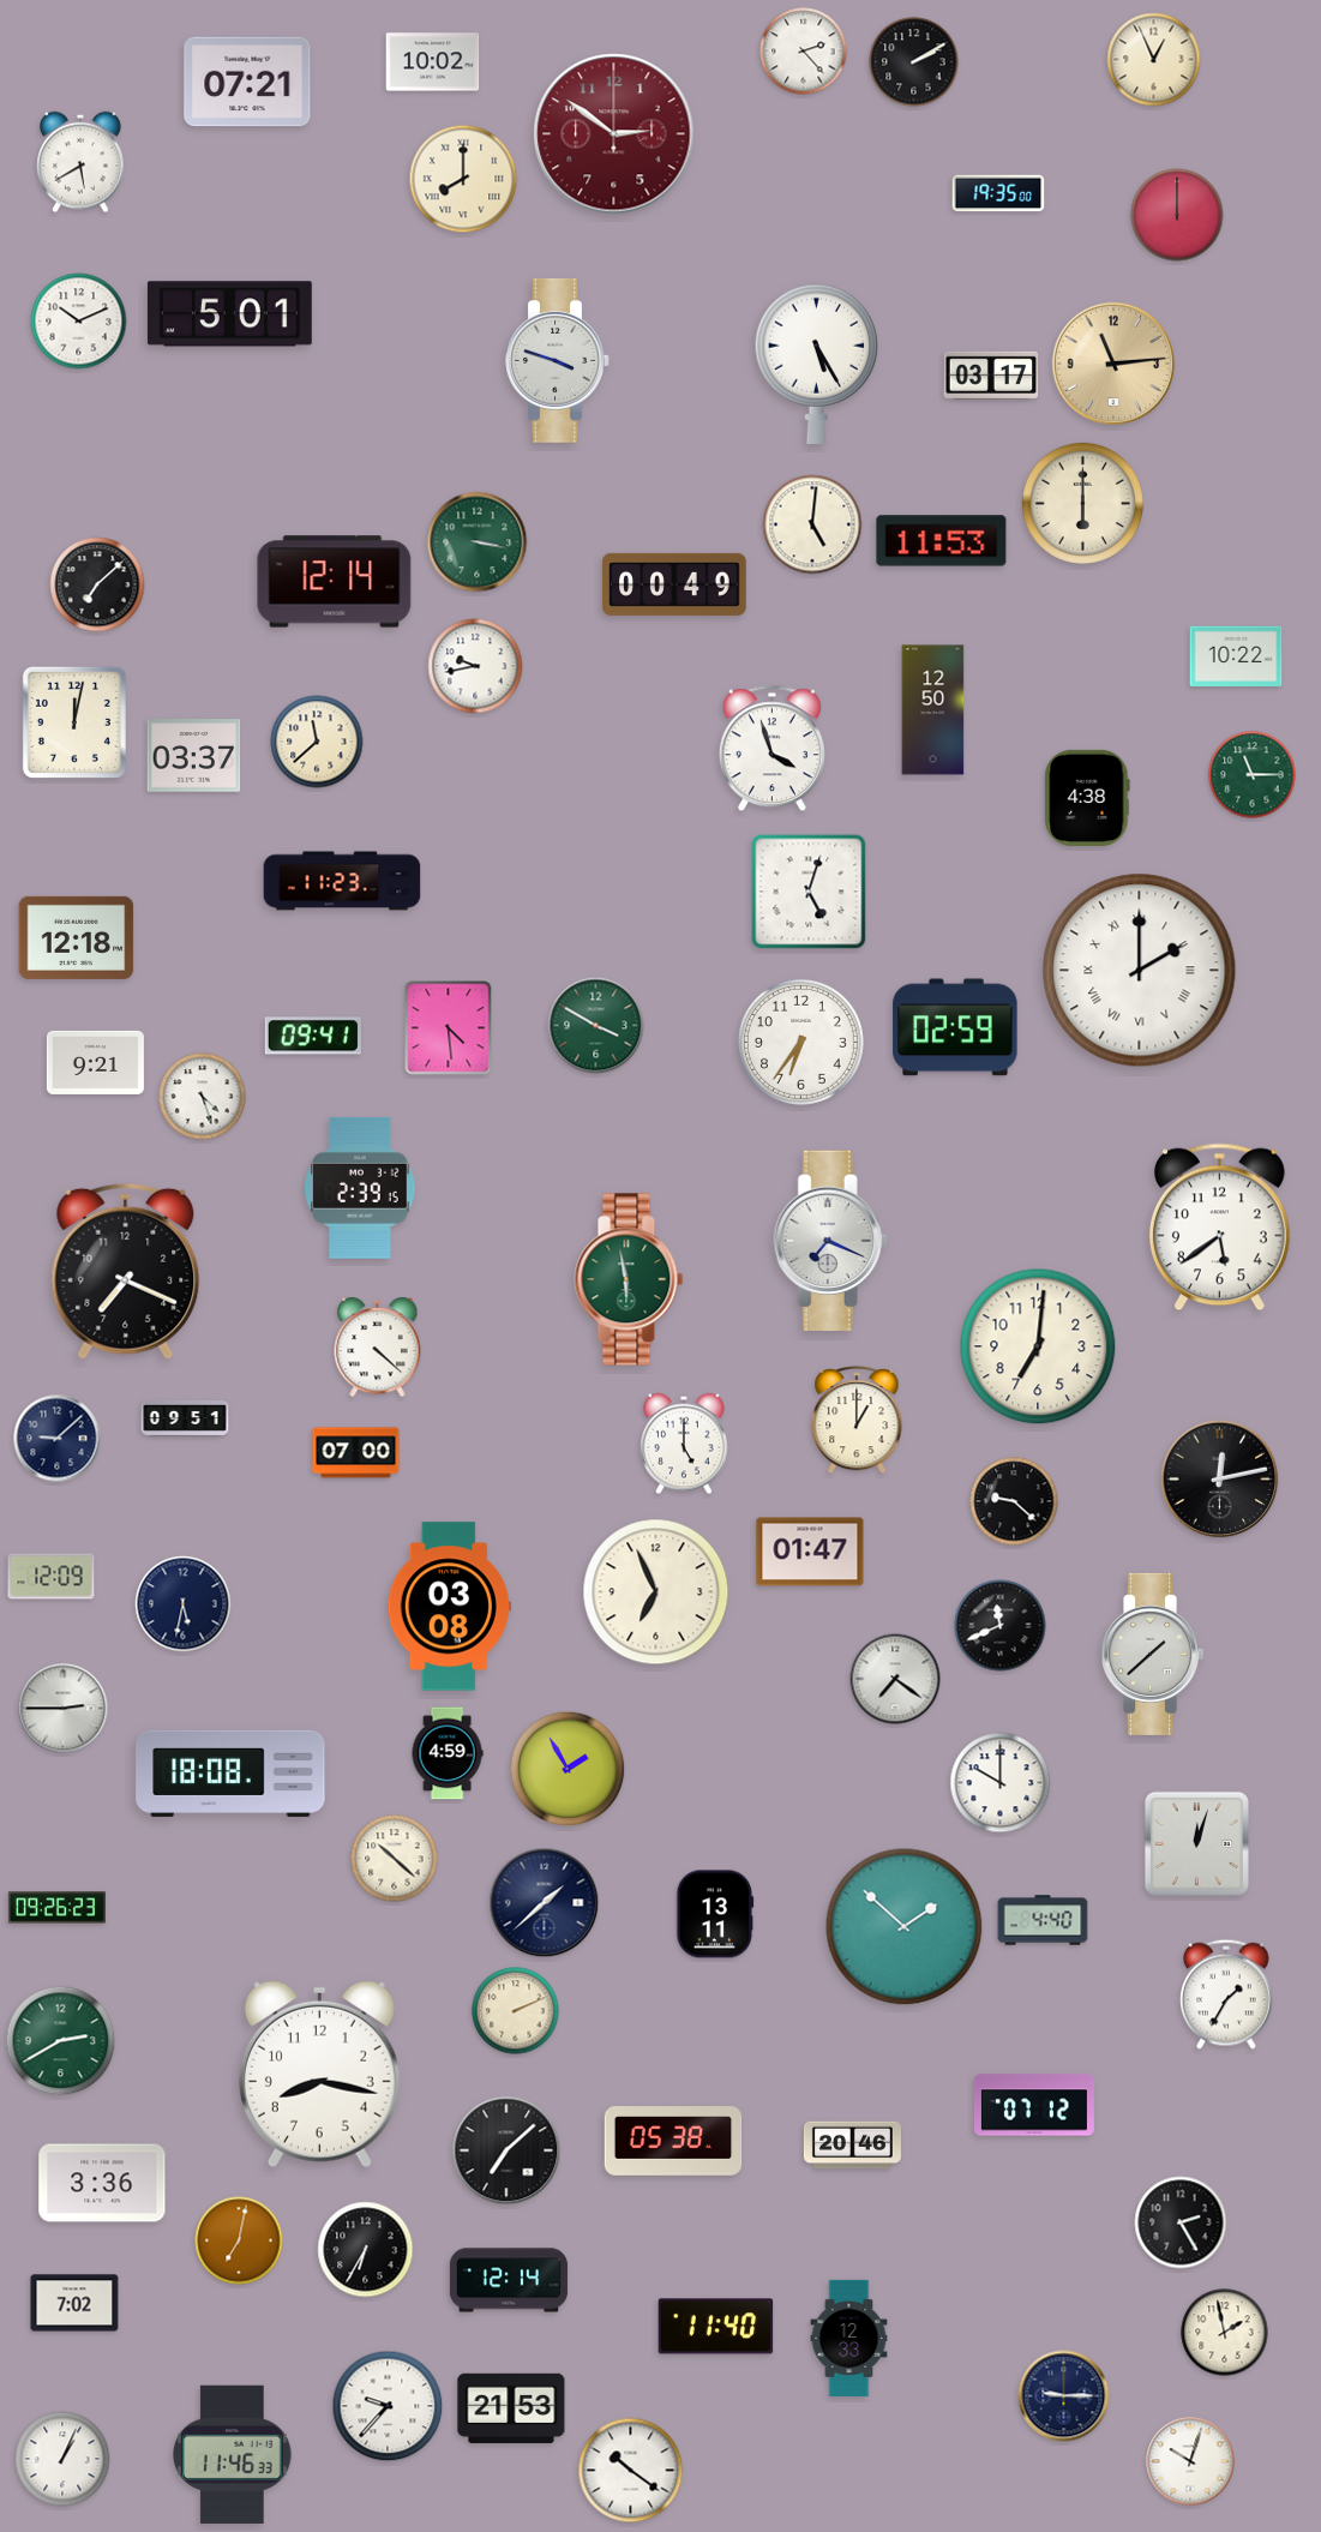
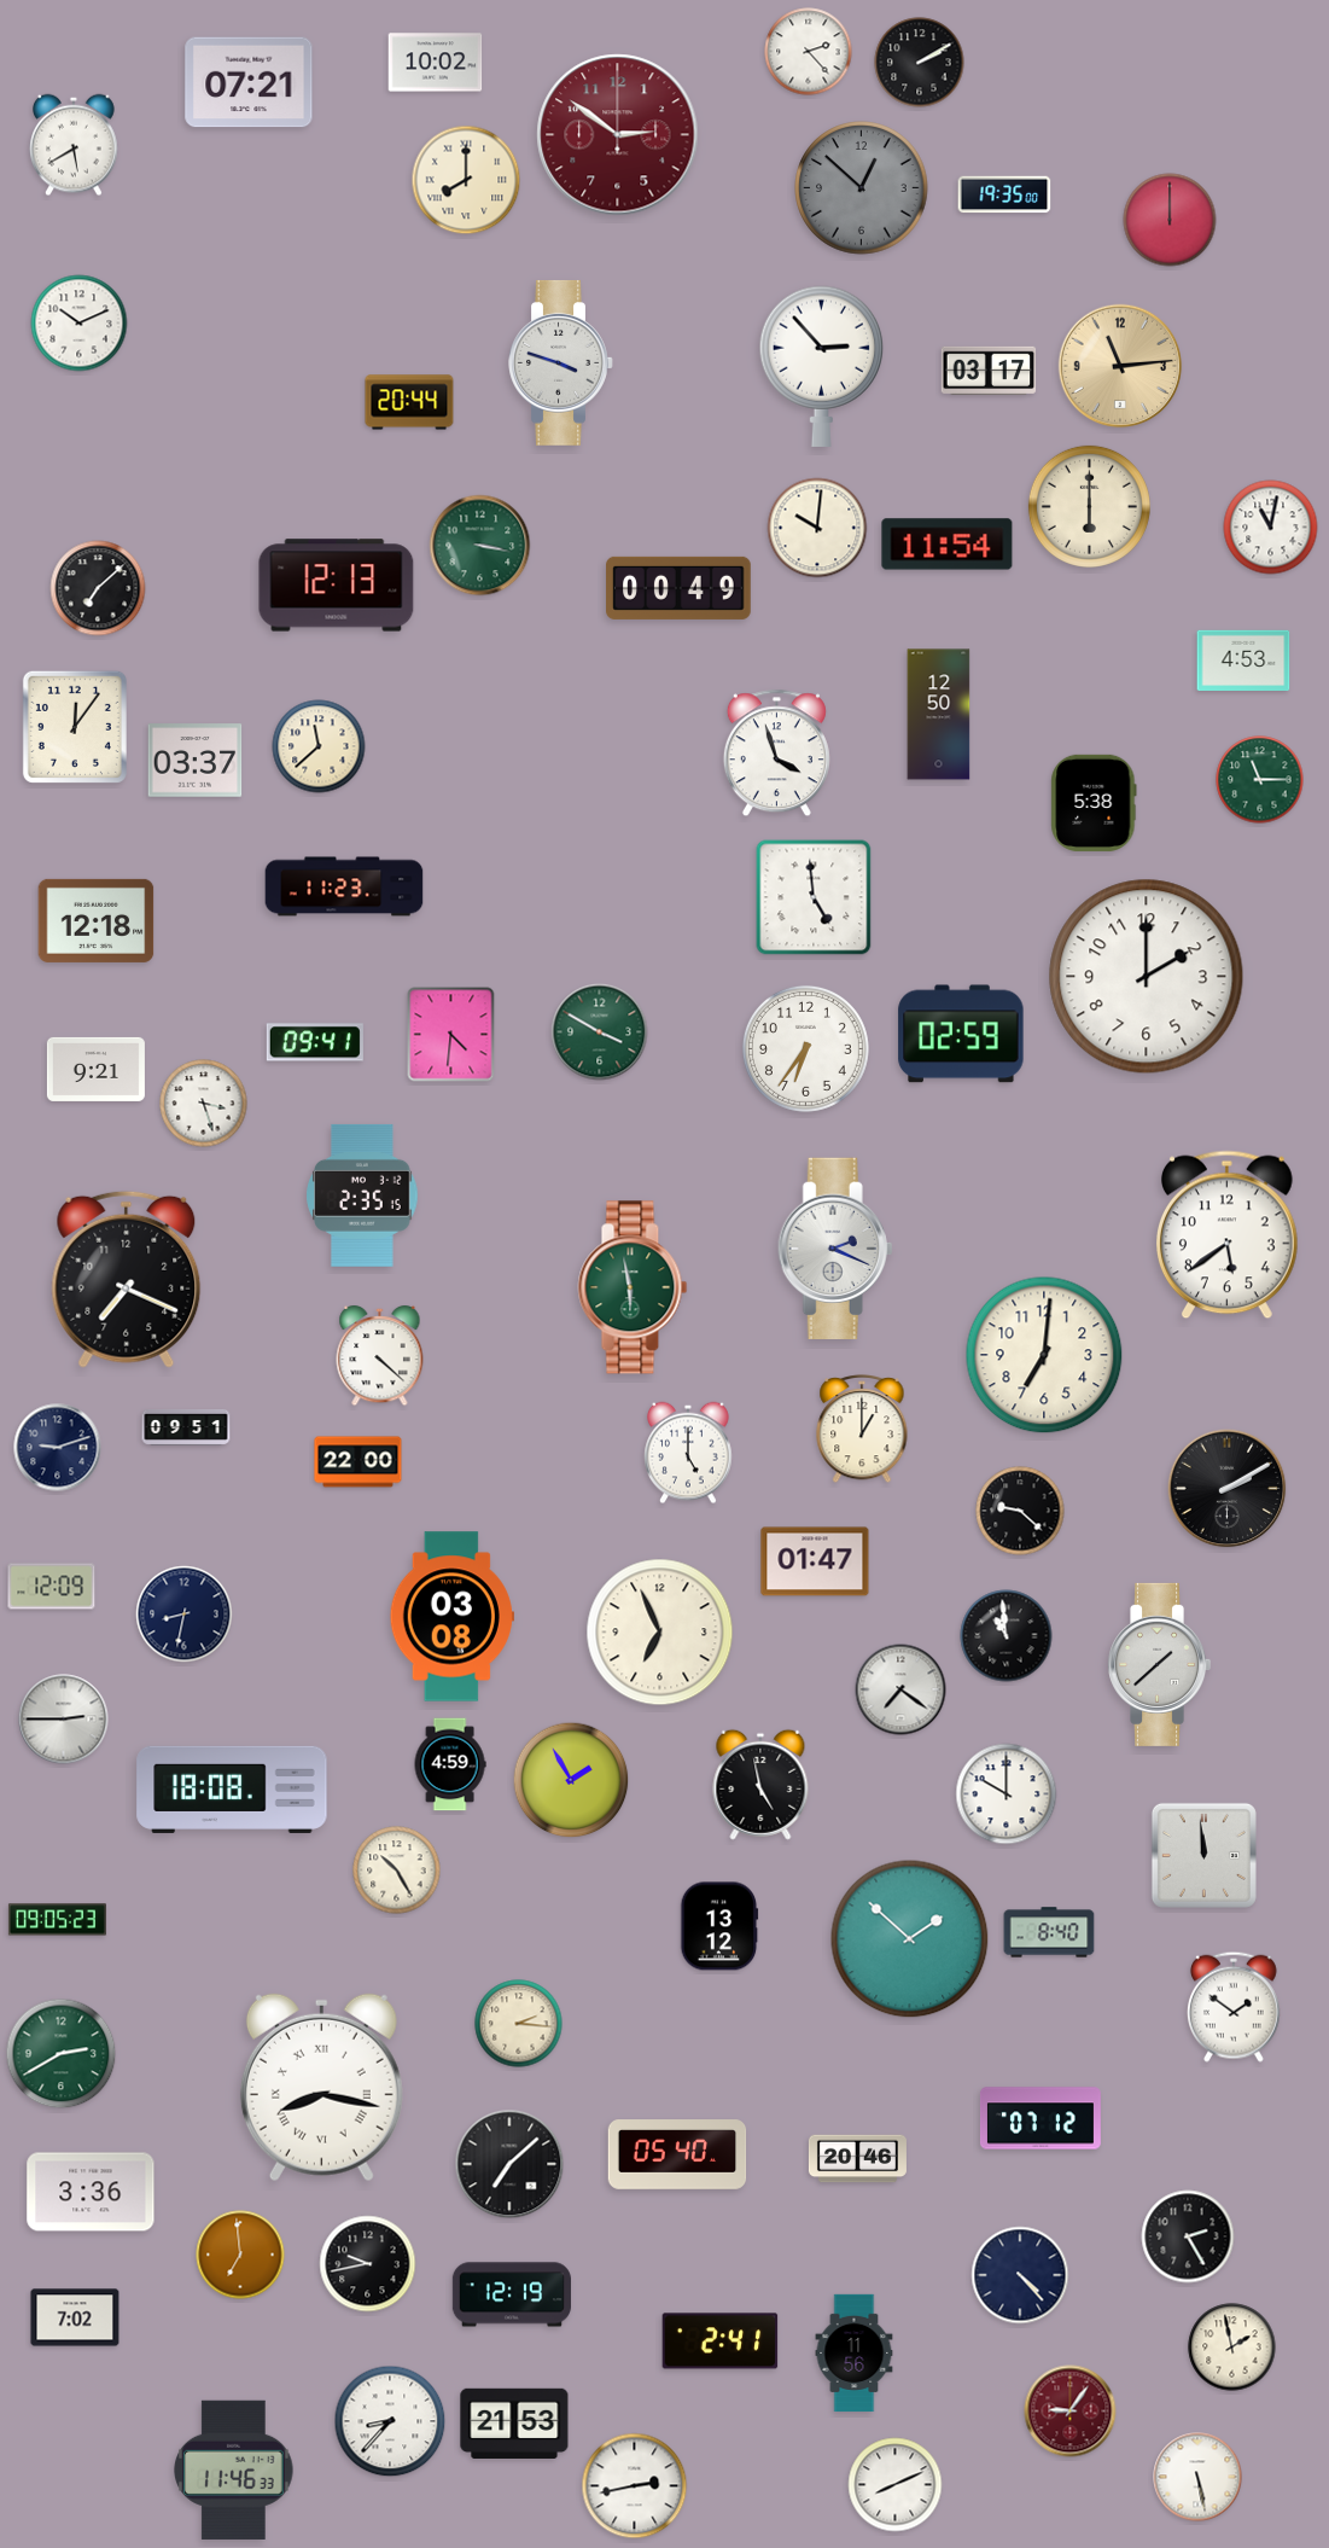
clock at (1154, 60): 12:56 -> none
clock at (80, 162) position: (80, 162) -> (74, 145)
clock at (862, 188): none -> 12:52
clock at (1177, 215) position: (1177, 215) -> (1170, 220)
clock at (229, 314): 5:01 -> none
clock at (817, 364): 5:25 -> 2:53
clock at (991, 374) position: (991, 374) -> (989, 370)
clock at (409, 402): none -> 20:44
clock at (812, 524): 5:01 -> 10:01
clock at (1271, 528): none -> 11:02
clock at (942, 541): 11:53 -> 11:54
clock at (335, 582): 12:14 -> 12:13
clock at (1236, 656): 10:22 -> 4:53
clock at (475, 666): 9:43 -> none
clock at (74, 722): 12:02 -> 12:06
clock at (1087, 798): 4:38 -> 5:38
clock at (809, 892): 5:03 -> 4:59
clock at (77, 937) position: (77, 937) -> (97, 920)
clock at (1140, 971) numerals: Roman -> Arabic
clock at (449, 1028): 4:29 -> 4:31
clock at (203, 1097): 4:27 -> 3:27
clock at (360, 1188): 2:39 -> 2:35
clock at (830, 1240): 7:19 -> 2:19
clock at (58, 1439): 9:08 -> 9:12
clock at (356, 1453): 07:00 -> 22:00
clock at (1220, 1480): 12:13 -> 2:10
clock at (656, 1592) position: (656, 1592) -> (660, 1633)
clock at (184, 1604): 5:32 -> 8:32
clock at (1001, 1626): 11:41 -> 10:59
clock at (230, 1774) position: (230, 1774) -> (232, 1790)
clock at (760, 1785): none -> 4:58
clock at (1196, 1843): 12:03 -> 11:59
clock at (395, 1859): 10:22 -> 10:25
clock at (545, 1903): 1:38 -> none
clock at (56, 1908): 09:26 -> 09:05
clock at (715, 1914): 13:11 -> 13:12
clock at (1043, 1920): 4:40 -> 8:40
clock at (1226, 1994): 1:35 -> 1:51
clock at (516, 2011): 2:11 -> 2:16
clock at (319, 2075) numerals: Arabic -> Roman
clock at (673, 2141): 05:38 -> 05:40
clock at (102, 2183) position: (102, 2183) -> (91, 2192)
clock at (239, 2240): 7:02 -> 6:59
clock at (366, 2250): 6:35 -> 9:43
clock at (1020, 2275): none -> 4:23
clock at (509, 2280): 12:14 -> 12:19
clock at (716, 2327): 11:40 -> 2:41
clock at (849, 2339): 12:33 -> 11:56
clock at (1064, 2396): 9:15 -> 9:06
clock at (1064, 2396) dial: navy -> burgundy
clock at (388, 2406): 9:37 -> 8:37
clock at (62, 2459): 1:04 -> none
clock at (1190, 2461): 10:03 -> 5:28
clock at (896, 2485): none -> 8:11
clock at (631, 2471): 10:21 -> 2:43
